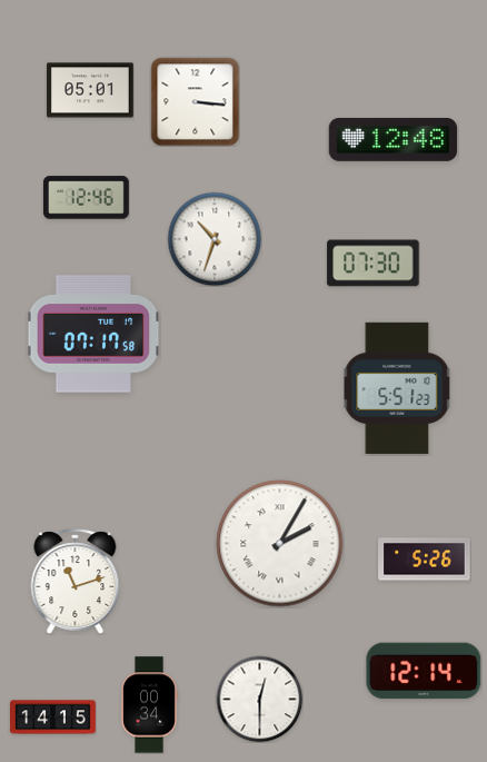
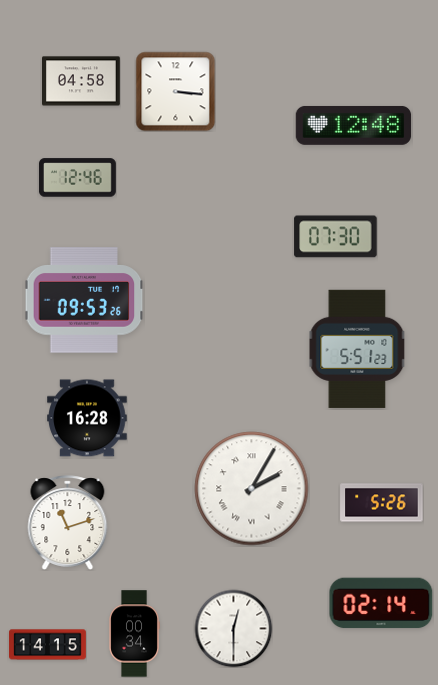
clock at (91, 90): 05:01 -> 04:58
clock at (215, 239): 10:33 -> none
clock at (93, 334): 07:17 -> 09:53
clock at (87, 418): none -> 16:28
clock at (424, 671): 12:14 -> 02:14
